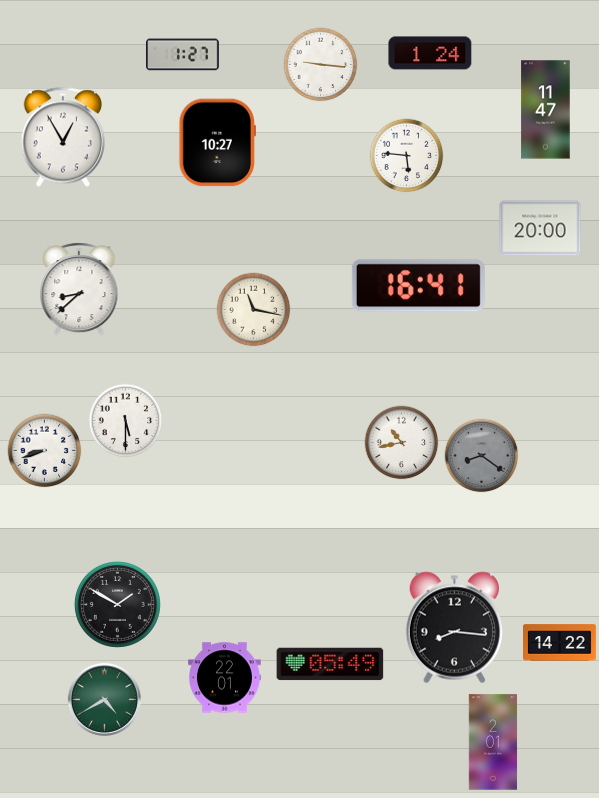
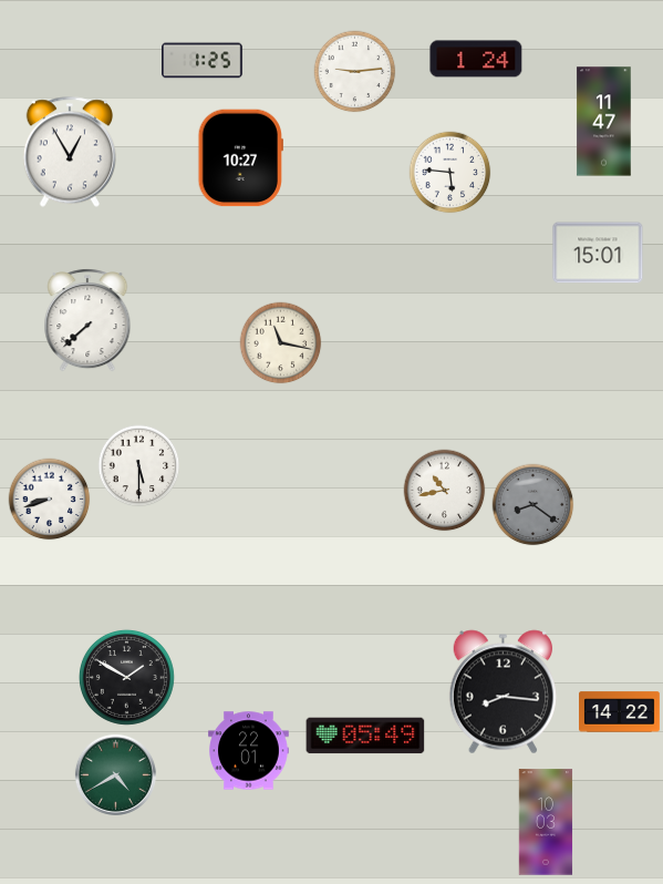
clock at (183, 55): 1:27 -> 1:25
clock at (321, 65): 9:16 -> 9:14
clock at (540, 228): 20:00 -> 15:01
clock at (418, 286): 16:41 -> none
clock at (79, 289): 8:38 -> 7:38
clock at (117, 604) position: (117, 604) -> (126, 677)
clock at (454, 628) position: (454, 628) -> (503, 692)
clock at (493, 742): 2:01 -> 10:03
